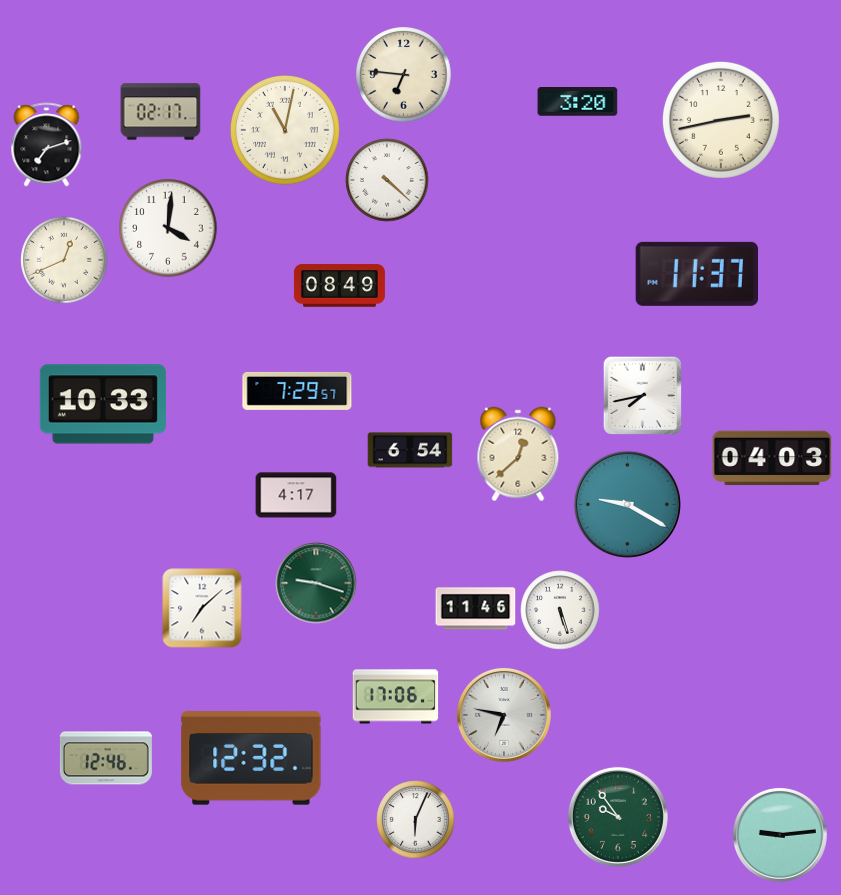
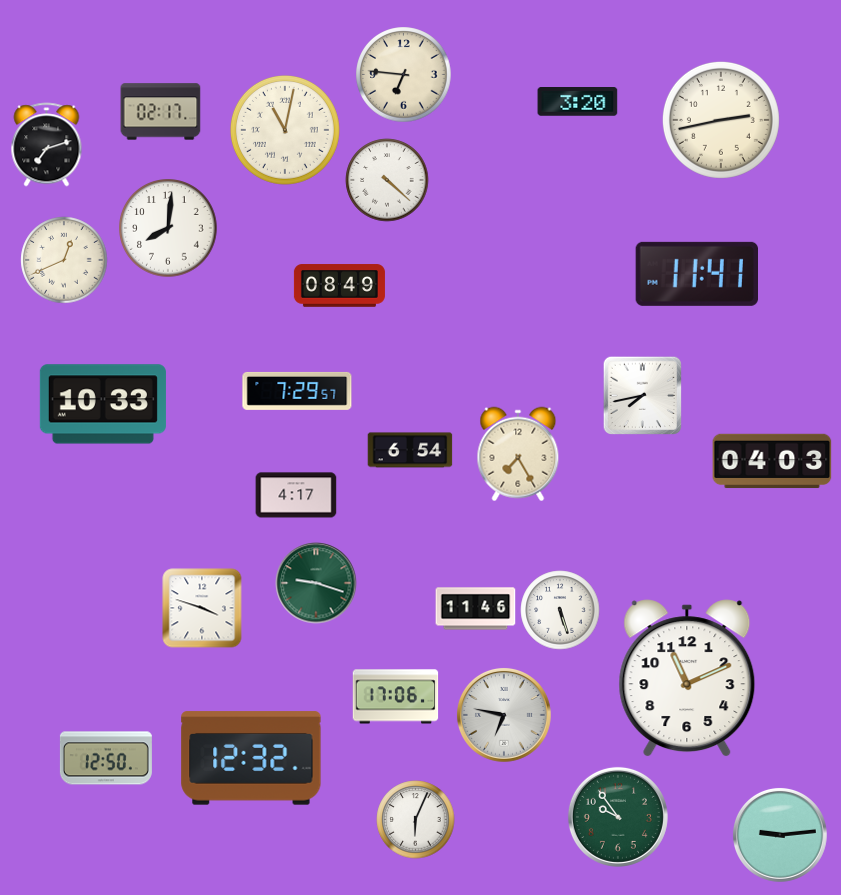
clock at (168, 228): 4:01 -> 8:01
clock at (696, 274): 11:37 -> 11:41
clock at (518, 454): 12:38 -> 7:25
clock at (772, 458) position: (772, 458) -> (772, 461)
clock at (627, 504): 9:20 -> none
clock at (202, 608): 7:08 -> 3:48
clock at (687, 678): none -> 11:11
clock at (106, 758): 12:46 -> 12:50
